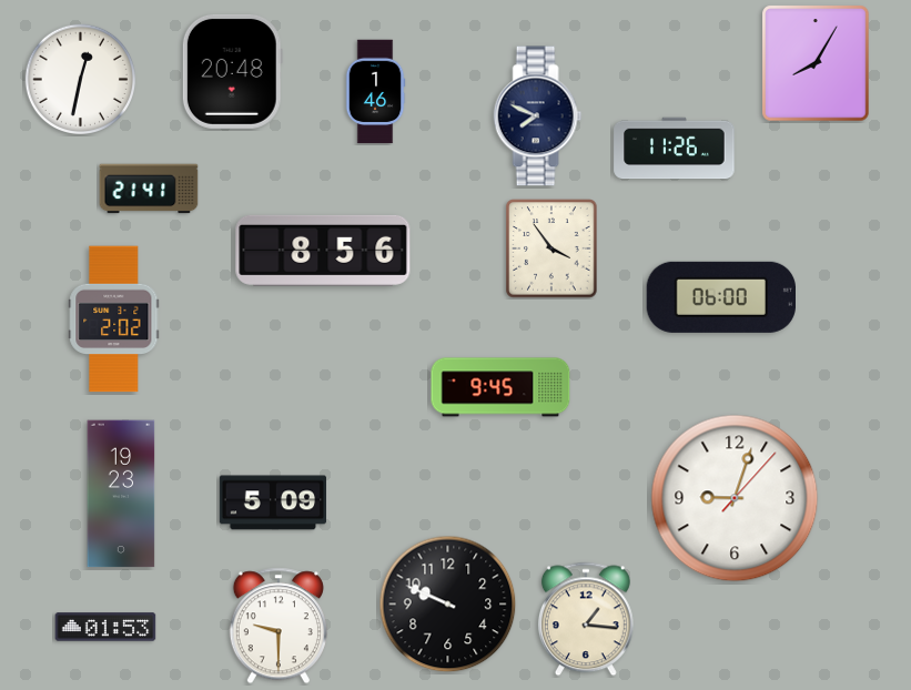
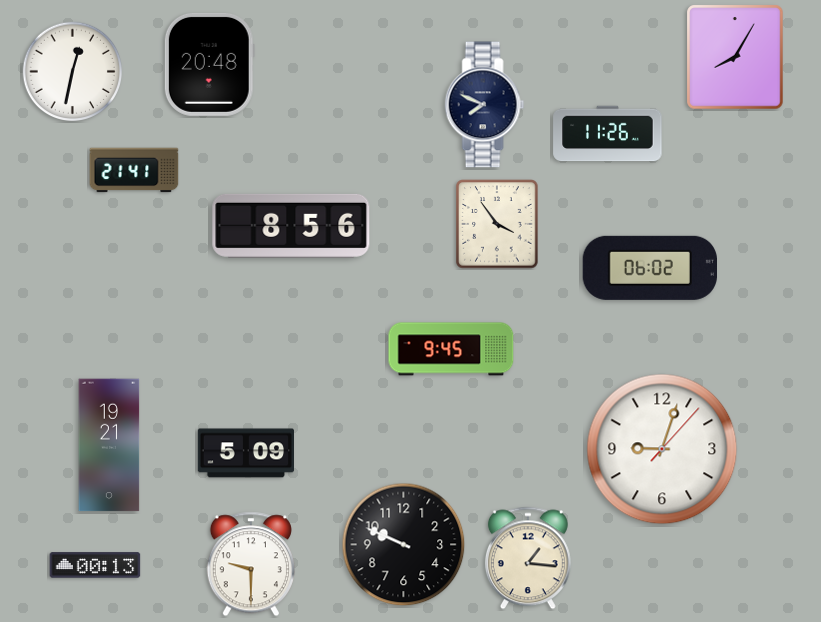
clock at (375, 92): 1:46 -> none
clock at (720, 297): 06:00 -> 06:02
clock at (114, 319): 2:02 -> none
clock at (121, 494): 19:23 -> 19:21
clock at (105, 627): 01:53 -> 00:13
